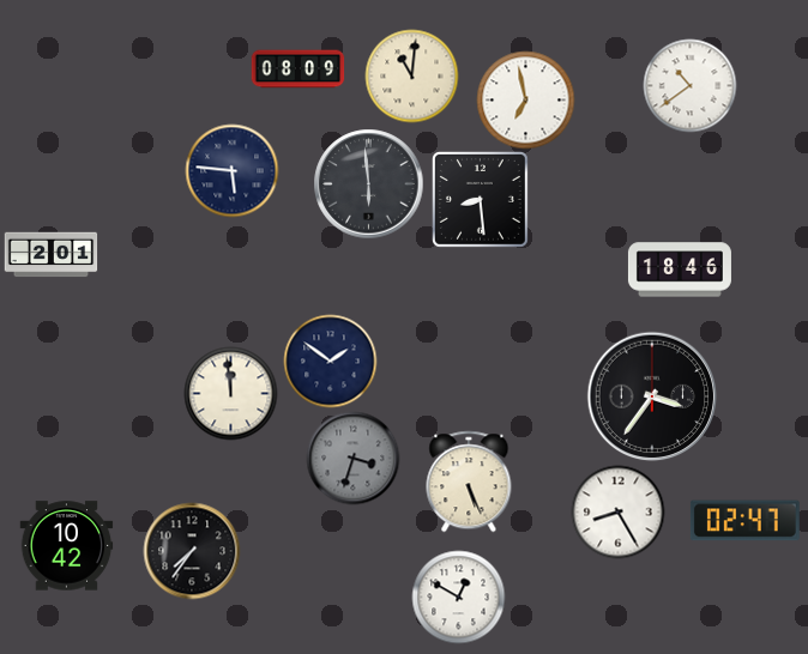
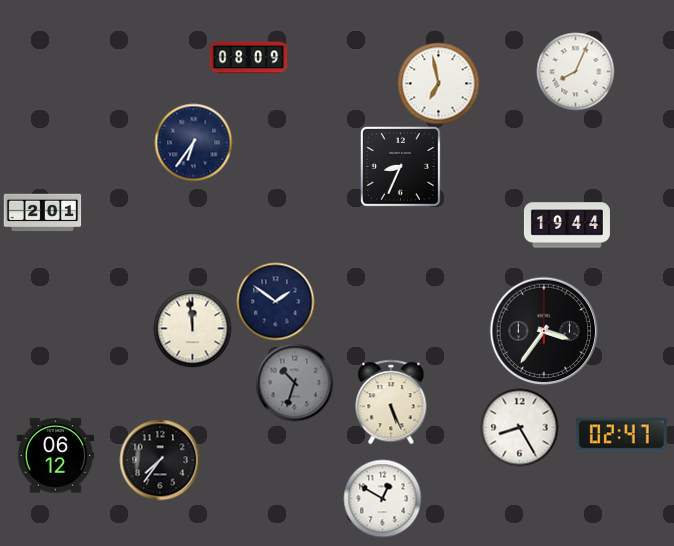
clock at (411, 75): 11:01 -> none
clock at (689, 85): 10:39 -> 8:04
clock at (231, 170): 5:46 -> 6:36
clock at (368, 183): 5:59 -> none
clock at (481, 200): 8:29 -> 8:34
clock at (680, 270): 18:46 -> 19:44
clock at (352, 458): 3:33 -> 10:33
clock at (617, 511) position: (617, 511) -> (519, 427)
clock at (66, 546): 10:42 -> 06:12
